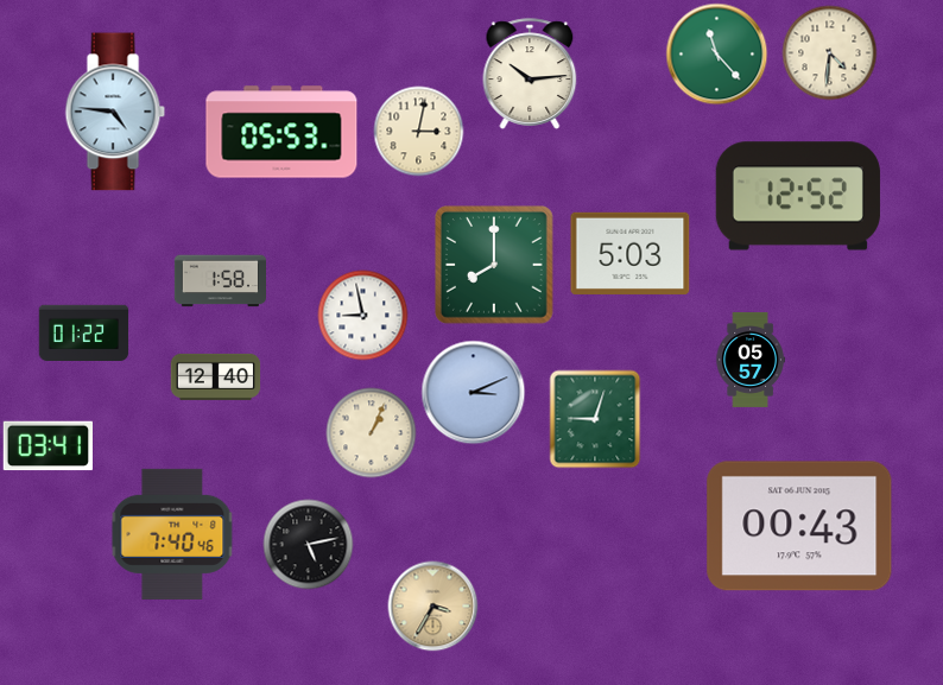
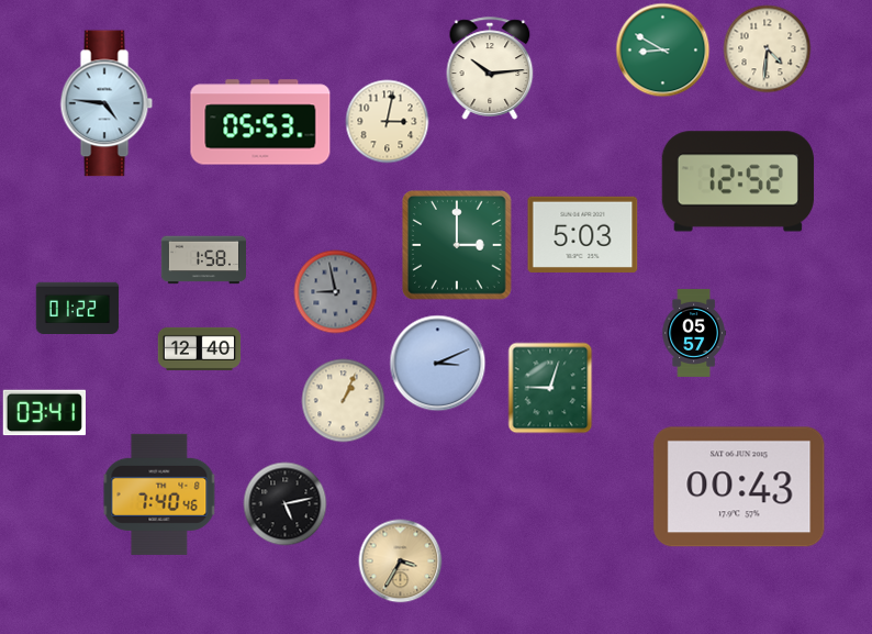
clock at (717, 55): 11:23 -> 8:50
clock at (495, 266): 8:00 -> 3:00
clock at (363, 316) dial: white -> grey
